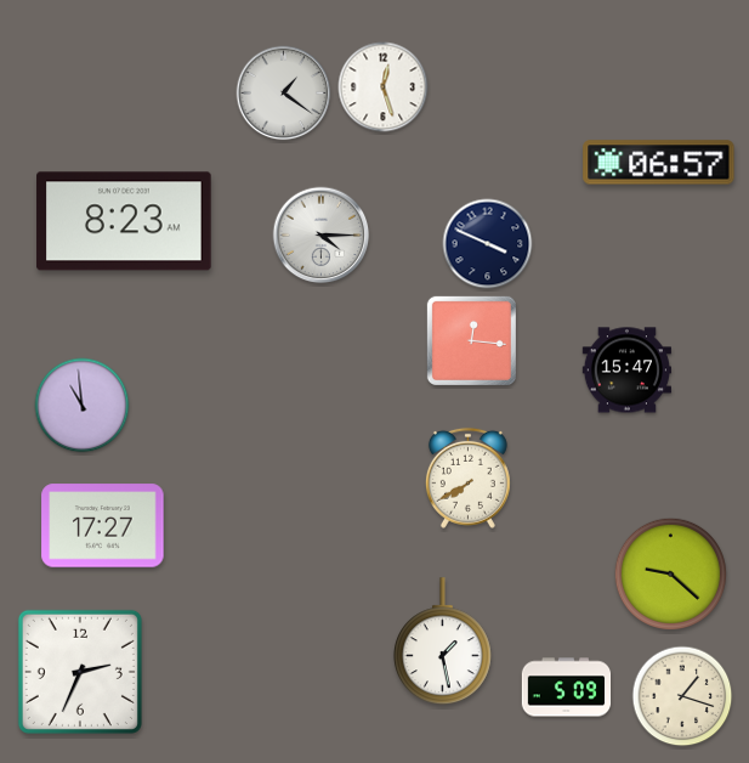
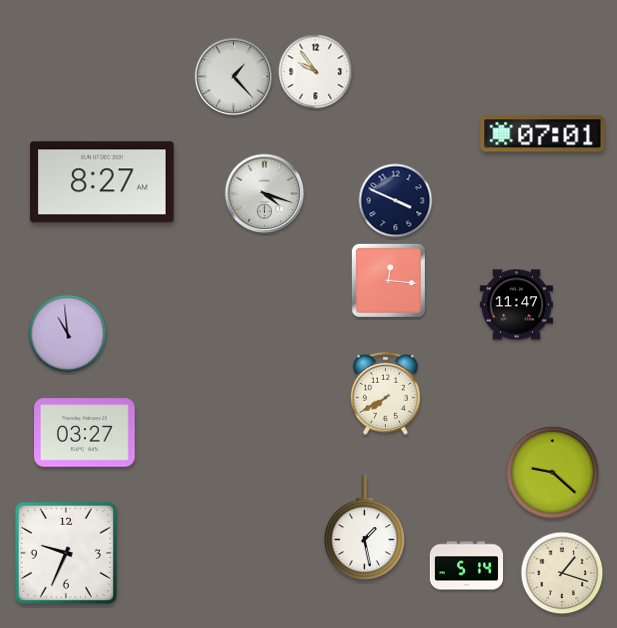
clock at (384, 87): 12:27 -> 9:54
clock at (284, 94): 1:21 -> 1:23
clock at (659, 163): 06:57 -> 07:01
clock at (124, 221): 8:23 -> 8:27
clock at (322, 236): 4:15 -> 4:18
clock at (488, 244) position: (488, 244) -> (396, 201)
clock at (626, 371): 15:47 -> 11:47
clock at (103, 526): 17:27 -> 03:27
clock at (80, 672): 2:34 -> 9:34
clock at (567, 688): 5:09 -> 5:14
